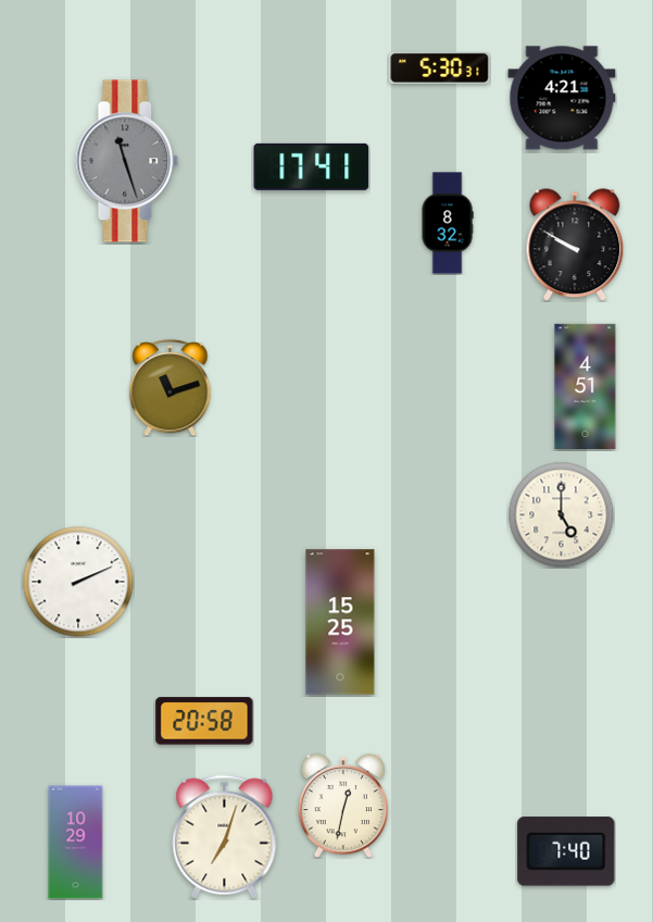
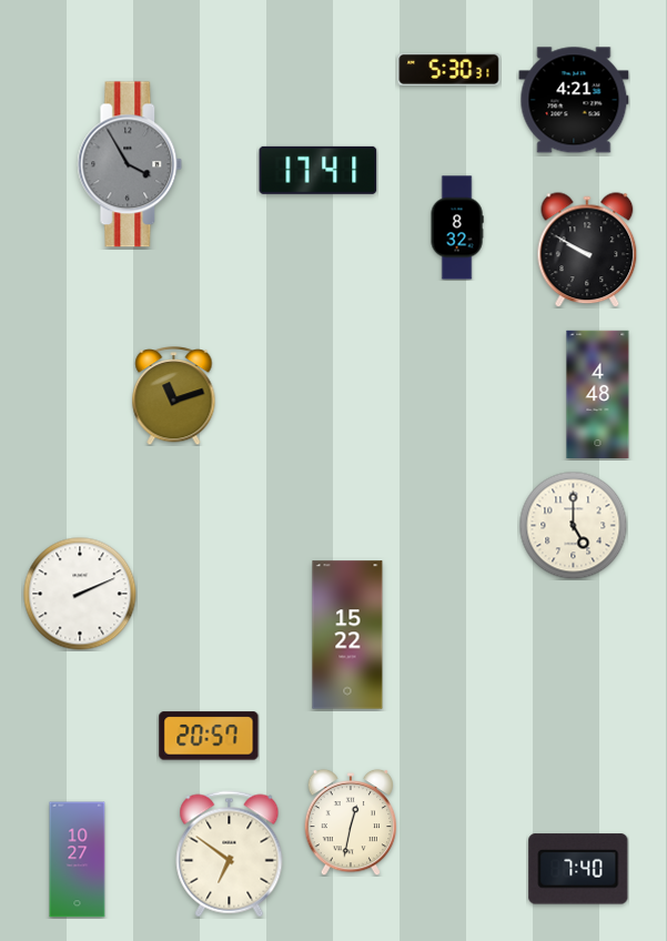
clock at (127, 161): 11:27 -> 3:55
clock at (586, 386): 4:51 -> 4:48
clock at (340, 622): 15:25 -> 15:22
clock at (204, 721): 20:58 -> 20:57
clock at (225, 837): 7:03 -> 6:51
clock at (76, 843): 10:29 -> 10:27
